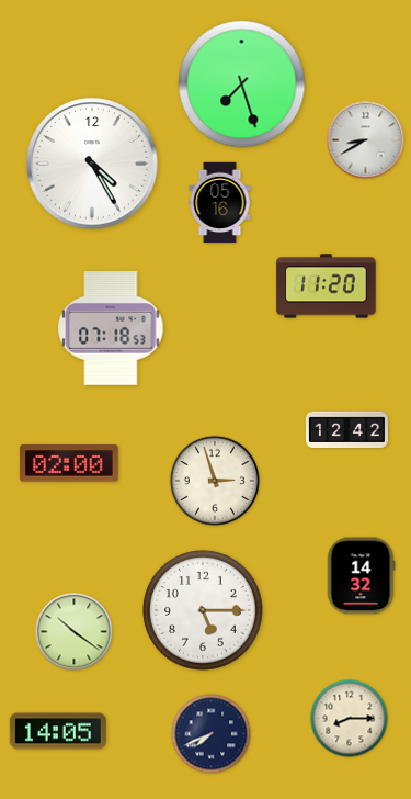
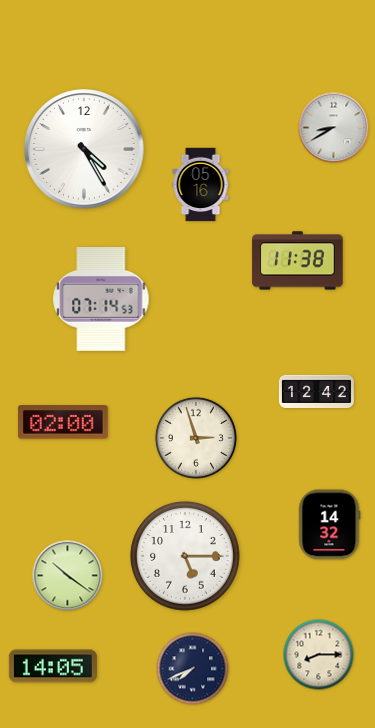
clock at (242, 85): 7:27 -> none
clock at (327, 286): 11:20 -> 11:38
clock at (111, 329): 07:18 -> 07:14
